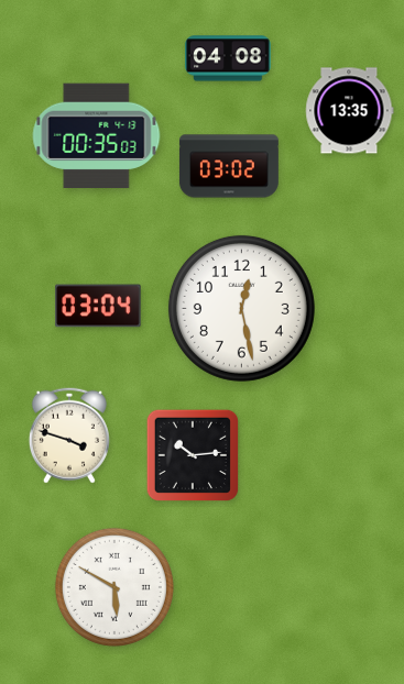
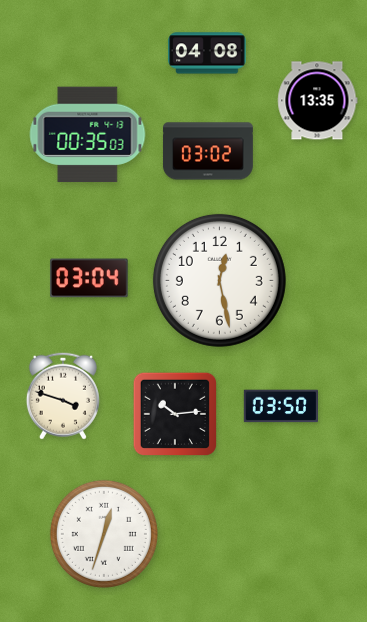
clock at (97, 136) position: (97, 136) -> (88, 135)
clock at (281, 406): none -> 03:50
clock at (114, 587): 5:50 -> 12:33
